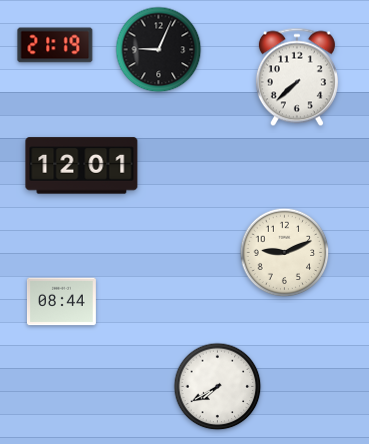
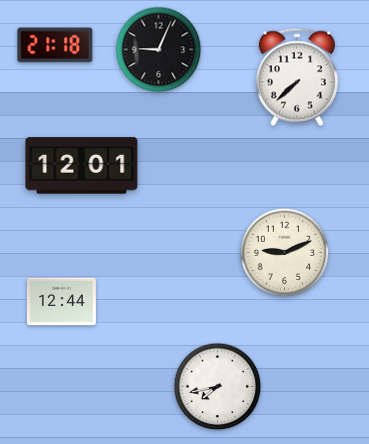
clock at (55, 45): 21:19 -> 21:18
clock at (61, 302): 08:44 -> 12:44
clock at (218, 387): 7:40 -> 7:43
